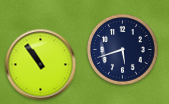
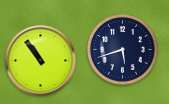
clock at (41, 65) position: (41, 65) -> (41, 61)
